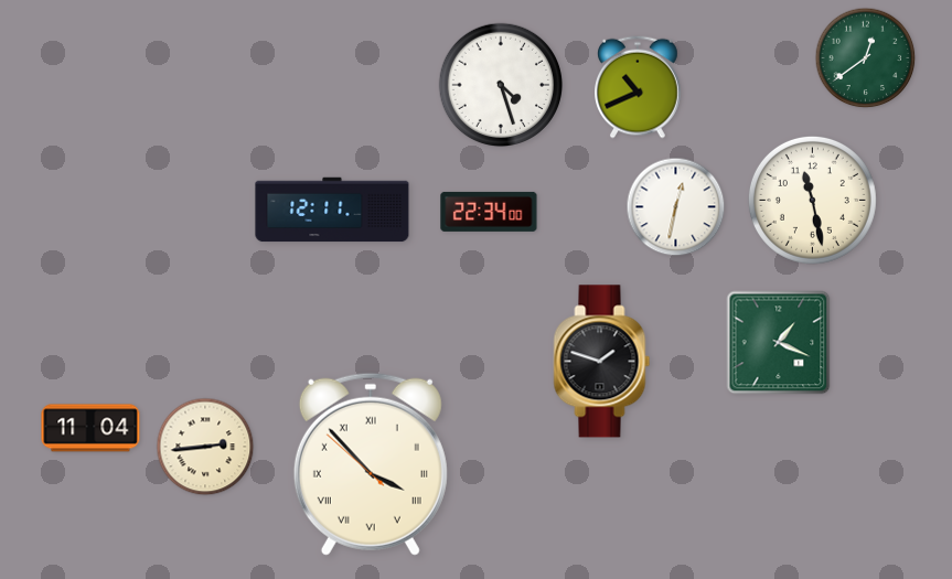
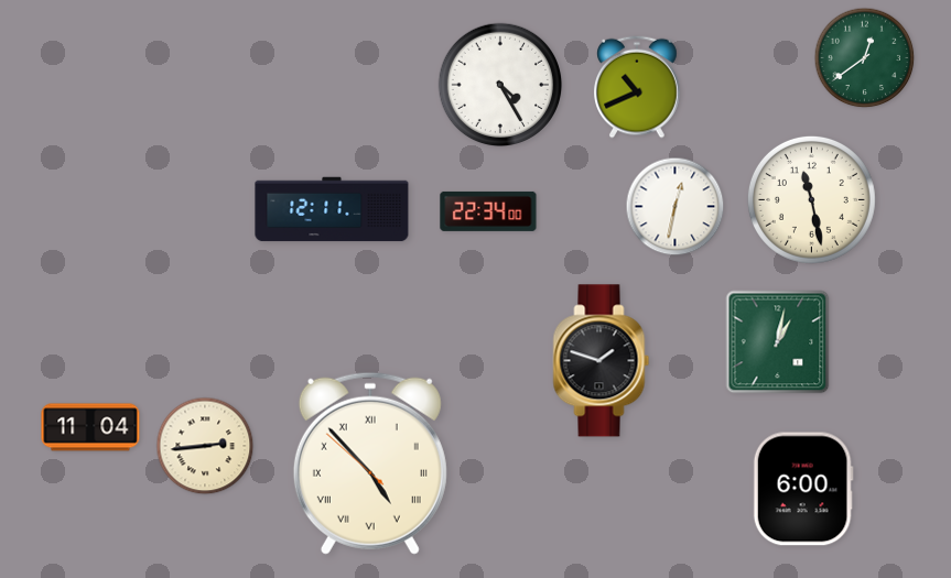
clock at (501, 85): 4:27 -> 4:25
clock at (779, 343): 1:19 -> 1:02
clock at (371, 464): 3:52 -> 4:52
clock at (803, 489): none -> 6:00
